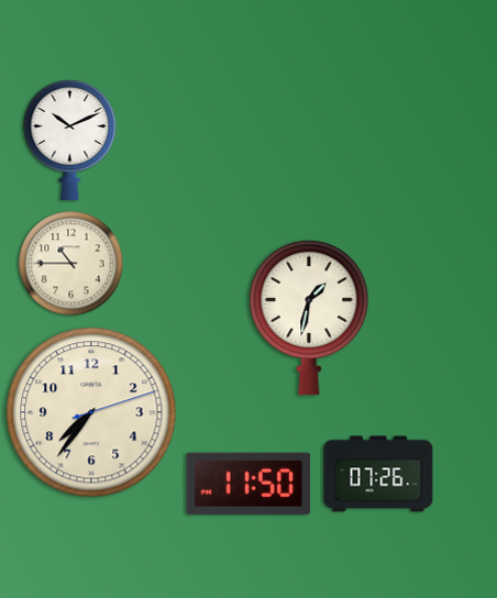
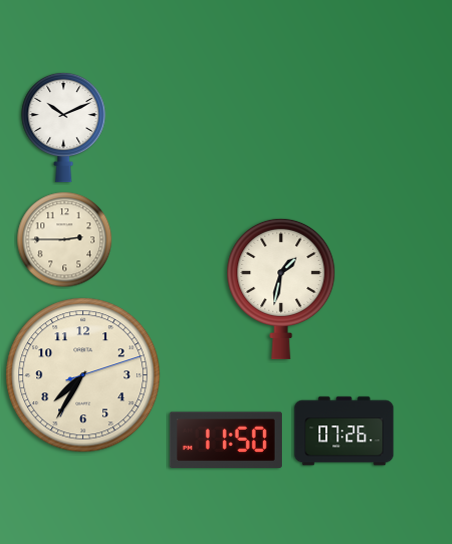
clock at (71, 264): 10:45 -> 2:45
clock at (91, 412): 7:36 -> 7:35
